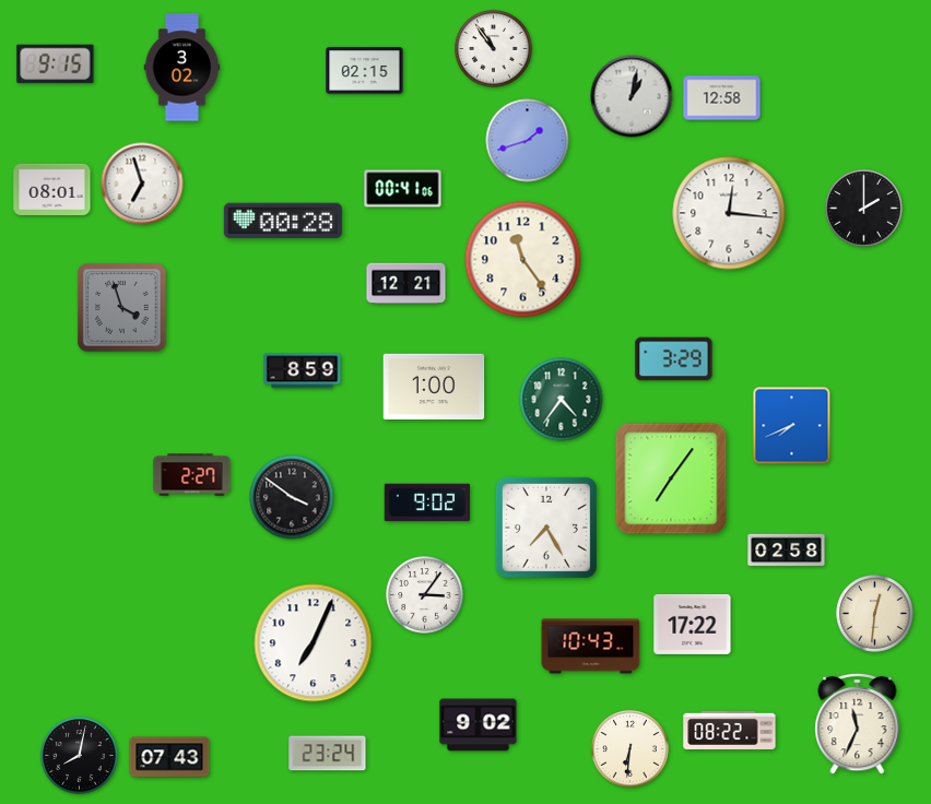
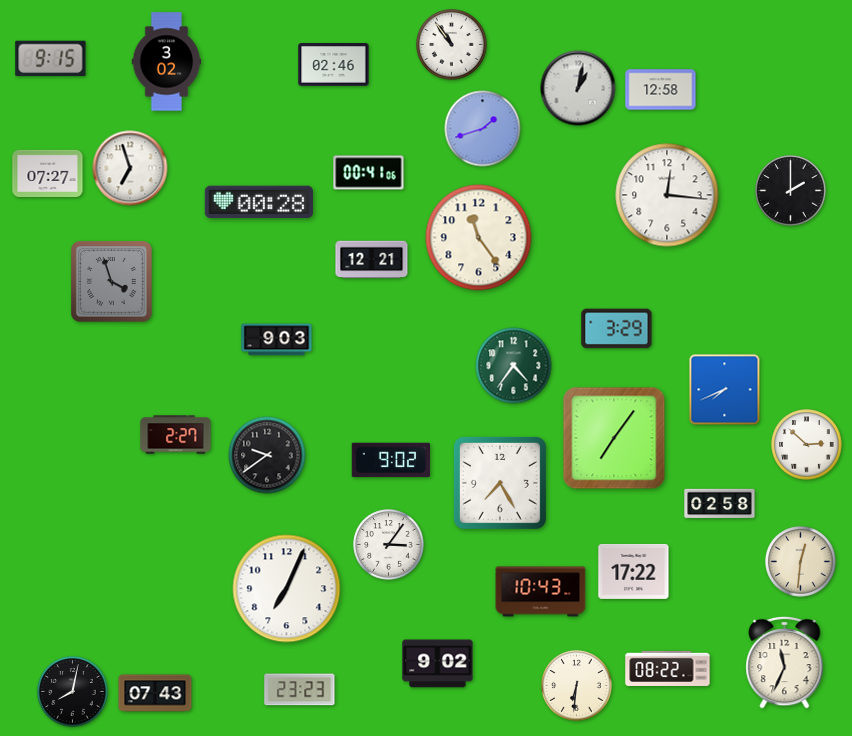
clock at (365, 71): 02:15 -> 02:46
clock at (52, 189): 08:01 -> 07:27
clock at (303, 371): 8:59 -> 9:03
clock at (434, 386): 1:00 -> none
clock at (807, 445): none -> 2:52
clock at (292, 497): 3:51 -> 9:39
clock at (328, 754): 23:24 -> 23:23
